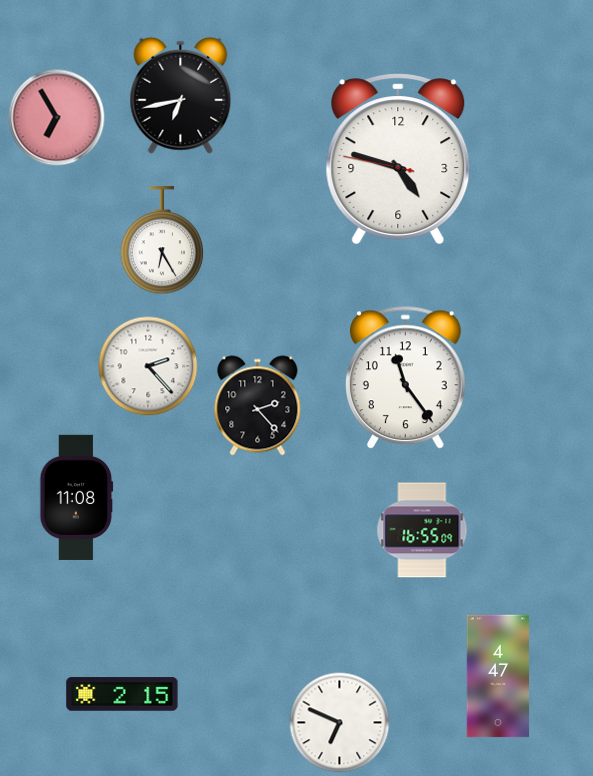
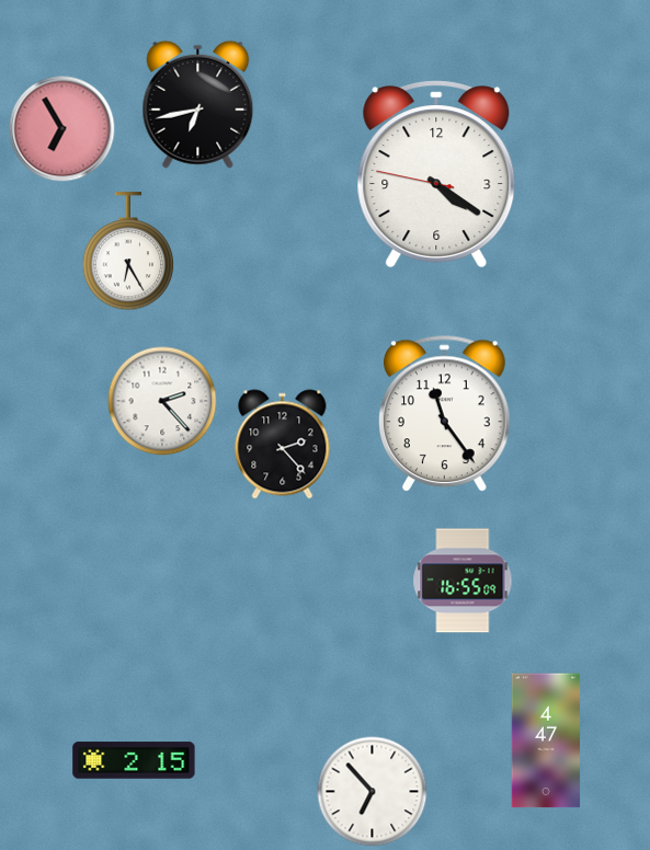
clock at (398, 158): 4:47 -> 4:20
clock at (162, 241) position: (162, 241) -> (128, 252)
clock at (77, 497): 11:08 -> none
clock at (340, 723): 6:49 -> 6:53
